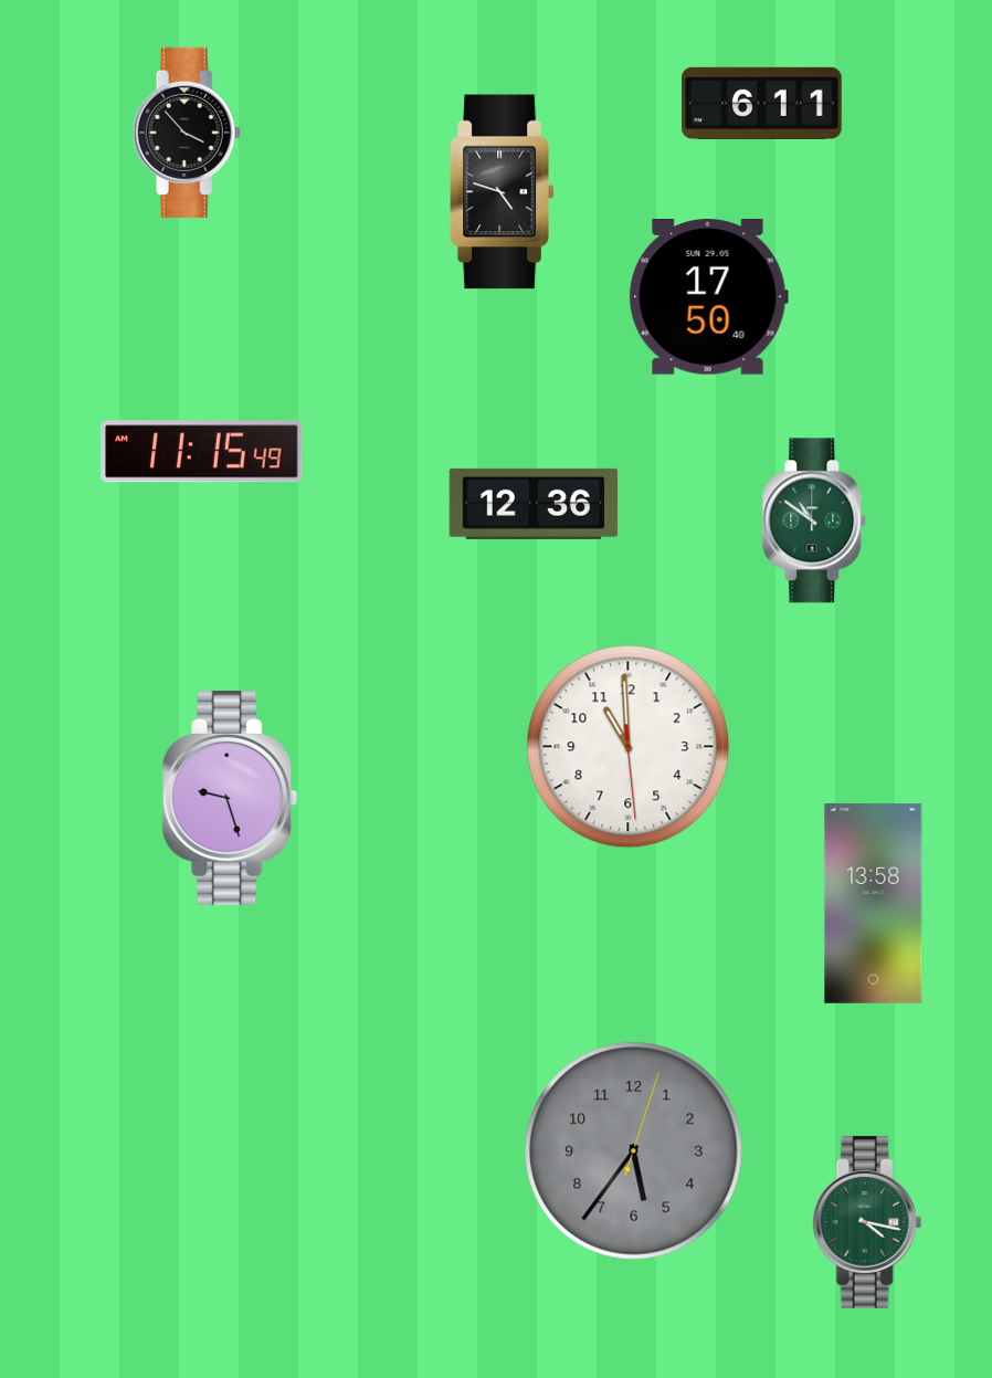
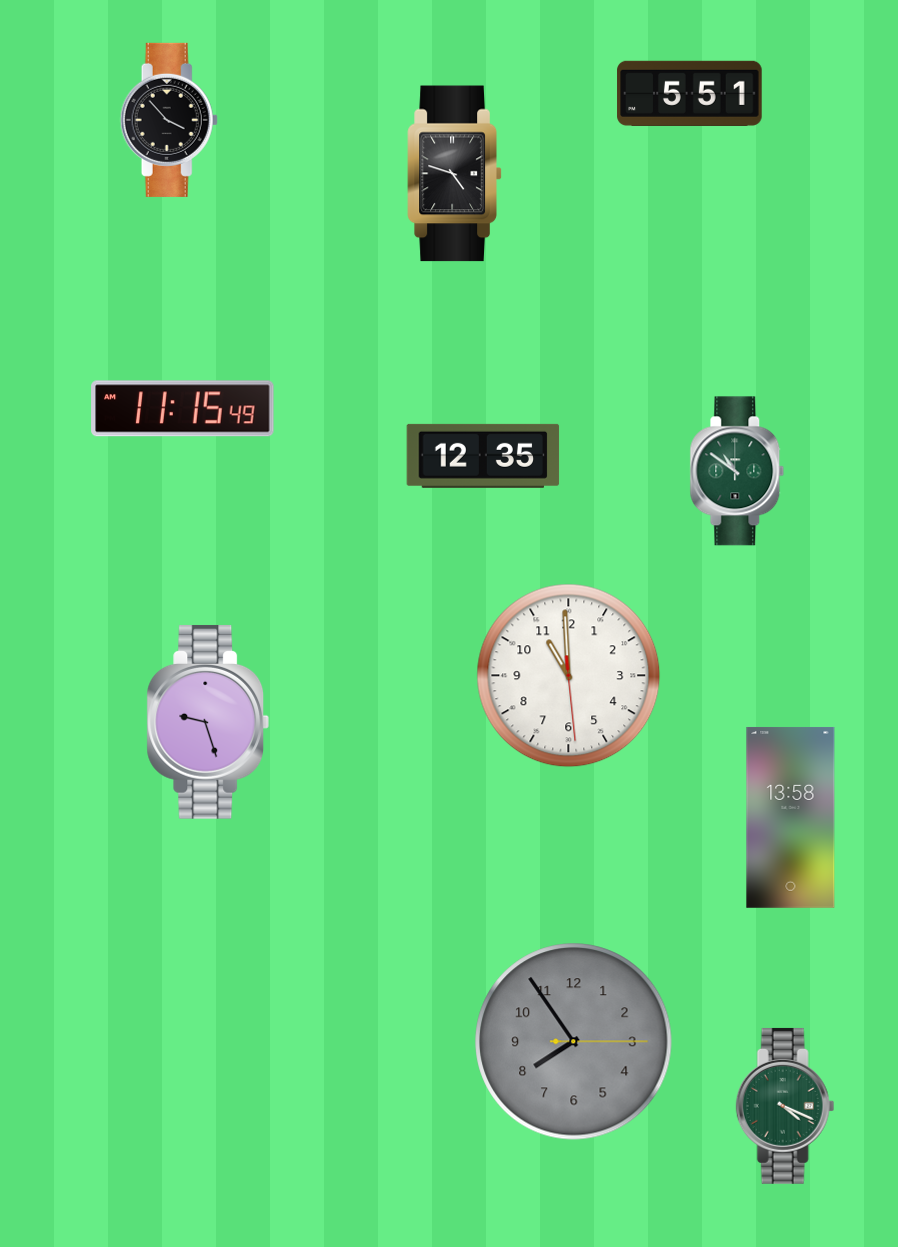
clock at (762, 103): 6:11 -> 5:51
clock at (708, 297): 17:50 -> none
clock at (534, 504): 12:36 -> 12:35
clock at (634, 1151): 5:36 -> 7:54
clock at (867, 1222): 4:17 -> 4:19
